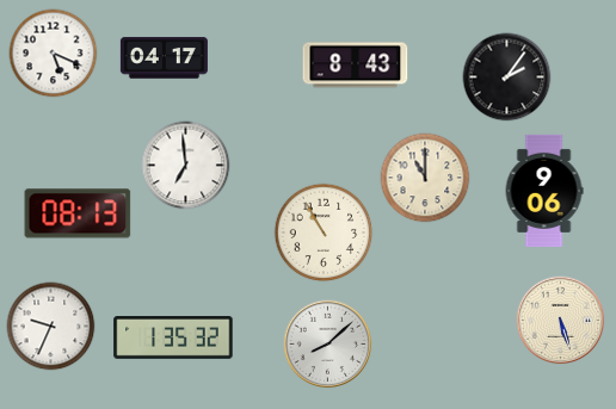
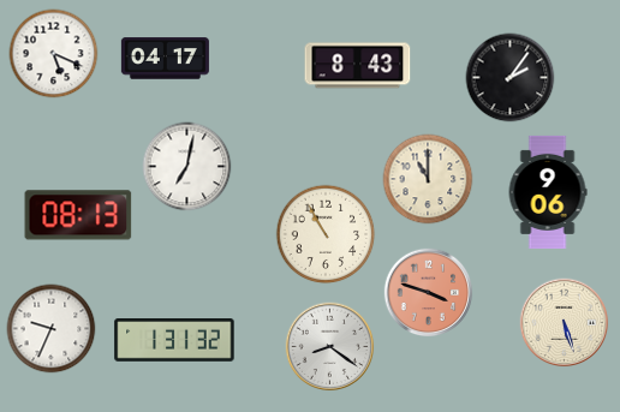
clock at (186, 166): 6:59 -> 7:02
clock at (429, 293): none -> 3:48
clock at (173, 337): 1:35 -> 1:31
clock at (328, 345): 8:08 -> 8:21
